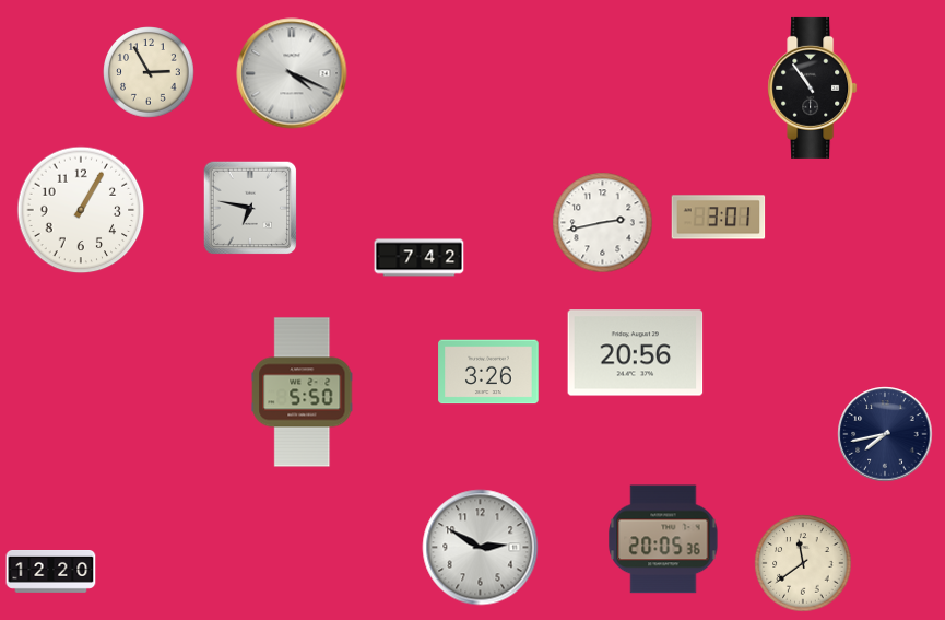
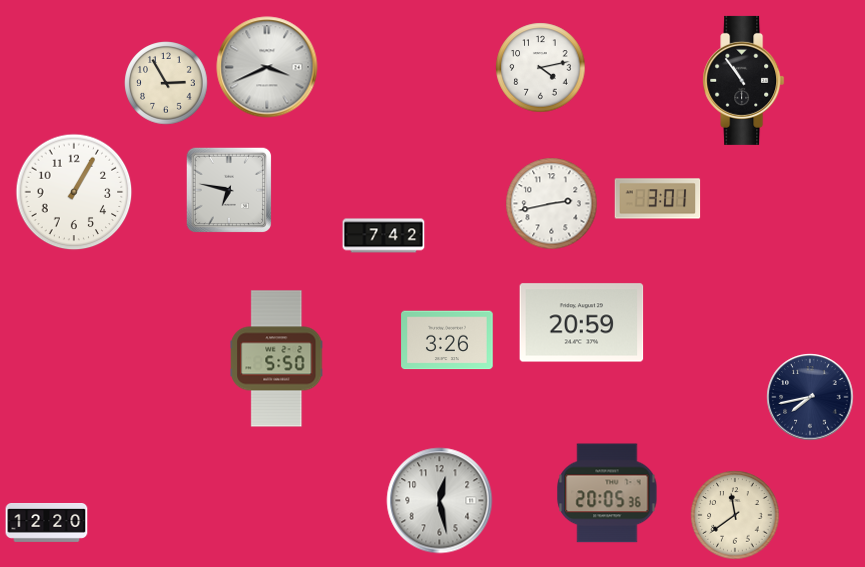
clock at (149, 72) position: (149, 72) -> (166, 83)
clock at (292, 73): 4:19 -> 3:41
clock at (541, 68): none -> 4:13
clock at (636, 353): 20:56 -> 20:59
clock at (481, 548): 2:50 -> 12:28
